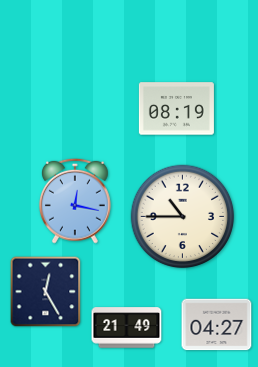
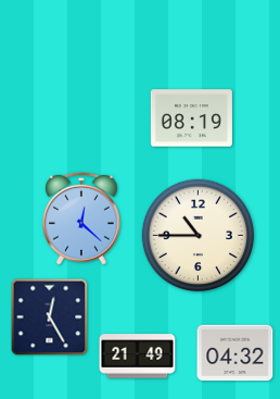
clock at (75, 201): 12:17 -> 12:22
clock at (217, 325): 04:27 -> 04:32
